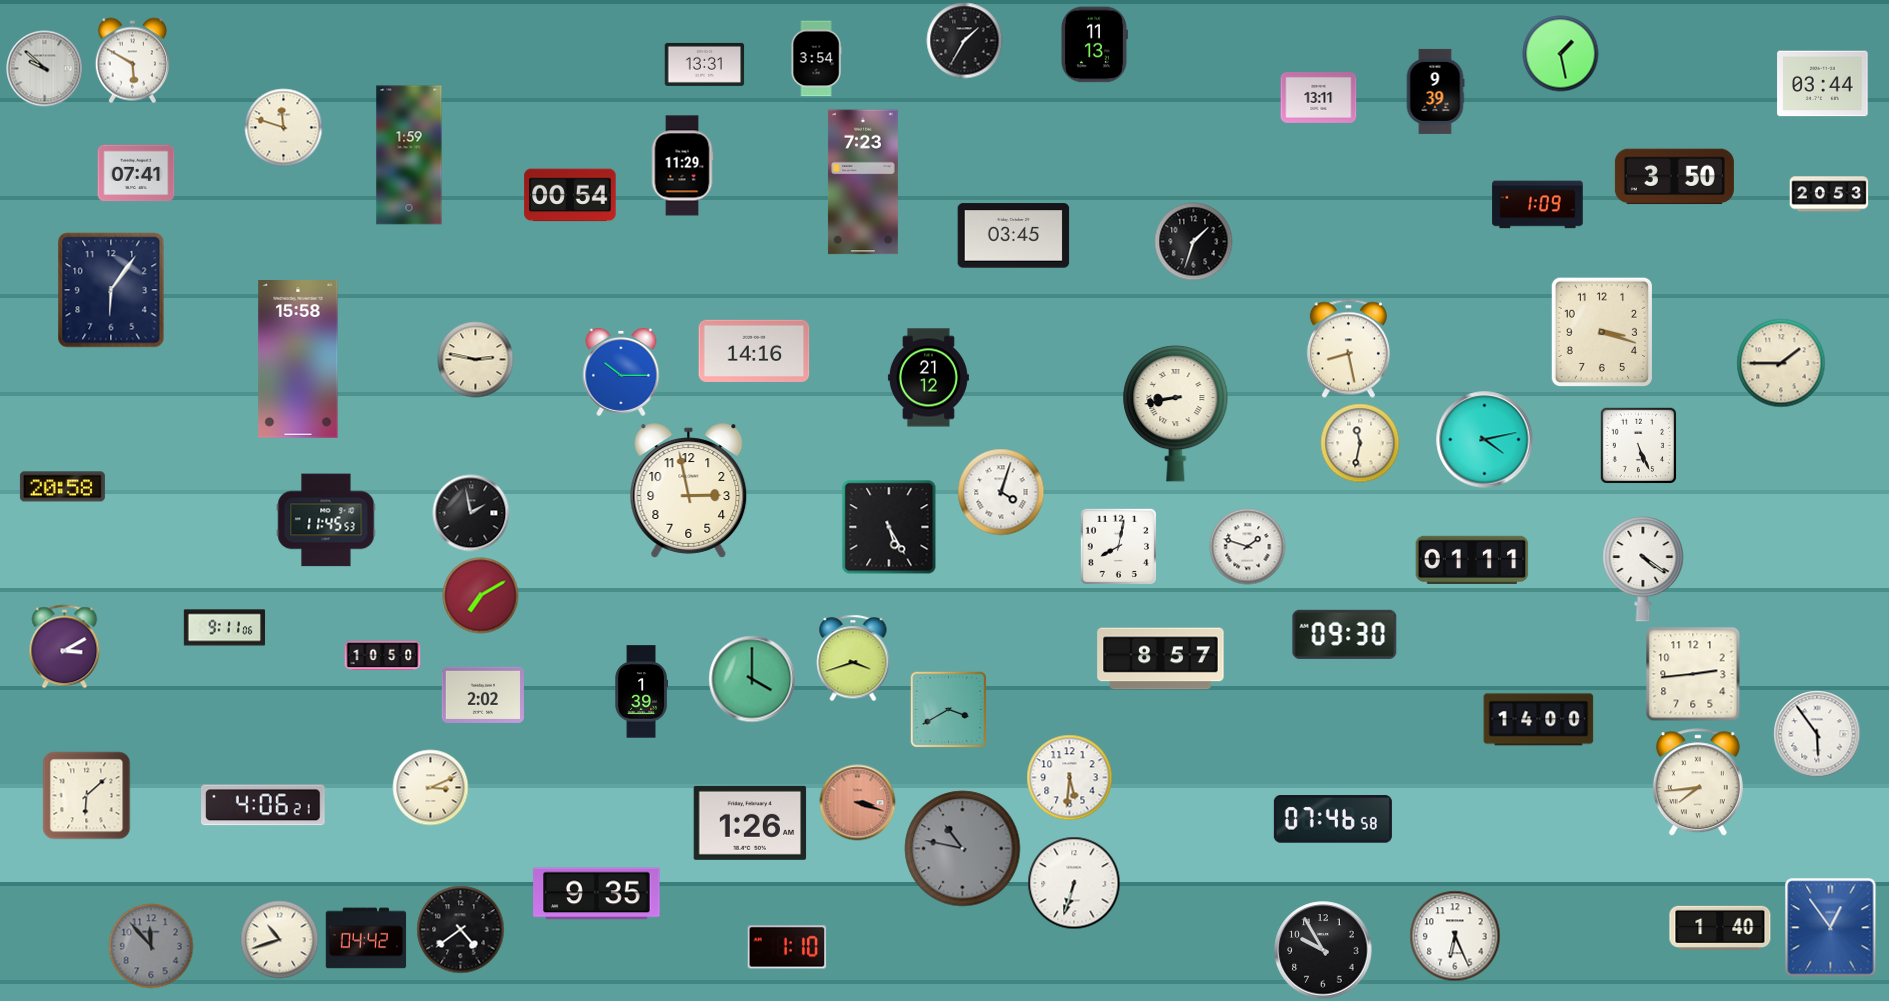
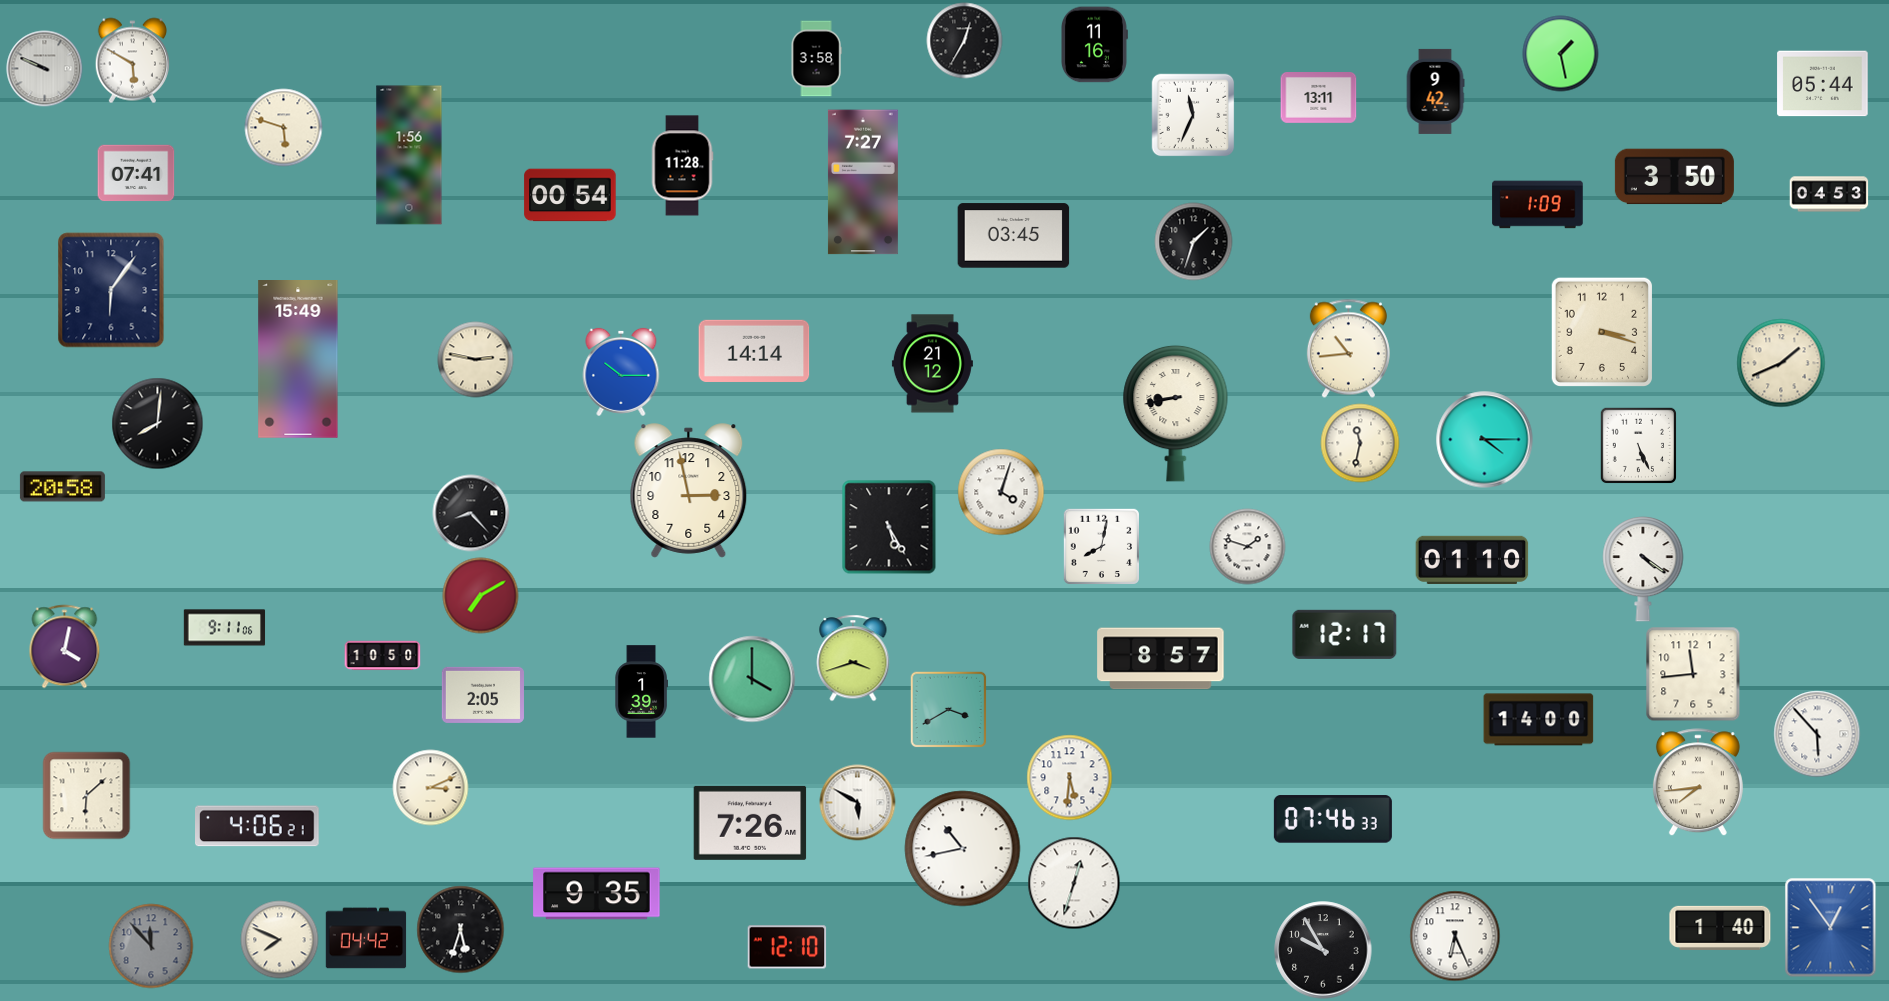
clock at (965, 41): 1:35 -> 12:35
clock at (1095, 45): 11:13 -> 11:16
clock at (816, 59): 3:54 -> 3:58
clock at (705, 64): 13:31 -> none
clock at (45, 69): 9:52 -> 9:49
clock at (1823, 84): 03:44 -> 05:44
clock at (1435, 91): 9:39 -> 9:42
clock at (1193, 115): none -> 11:34
clock at (284, 128): 11:48 -> 5:48
clock at (409, 155): 1:59 -> 1:56
clock at (682, 166): 11:29 -> 11:28
clock at (863, 182): 7:23 -> 7:27
clock at (1829, 194): 20:53 -> 04:53
clock at (1348, 349): 8:28 -> 10:44
clock at (754, 351): 14:16 -> 14:14
clock at (298, 360): 15:58 -> 15:49
clock at (1781, 363): 1:45 -> 1:41
clock at (928, 378) position: (928, 378) -> (932, 364)
clock at (158, 424): none -> 8:01
clock at (1485, 440): 4:13 -> 4:15
clock at (471, 513): 1:58 -> 8:23
clock at (326, 520): 11:45 -> none
clock at (1118, 546) position: (1118, 546) -> (1101, 546)
clock at (1472, 560): 01:11 -> 01:10
clock at (1345, 634): 09:30 -> 12:17
clock at (65, 647): 3:10 -> 4:02
clock at (1693, 674): 2:44 -> 11:44
clock at (483, 695): 2:02 -> 2:05
clock at (1817, 734): 5:54 -> 5:53
clock at (858, 803): 3:18 -> 5:50
clock at (858, 803) dial: salmon -> white
clock at (264, 805) position: (264, 805) -> (258, 826)
clock at (1333, 819): 07:46:58 -> 07:46:33
clock at (750, 823): 1:26 -> 7:26
clock at (963, 849): 10:47 -> 10:43
clock at (963, 849) dial: grey -> white
clock at (1074, 883): 6:33 -> 12:33
clock at (461, 930): 4:39 -> 5:33
clock at (280, 940): 10:42 -> 7:49
clock at (787, 947): 1:10 -> 12:10
